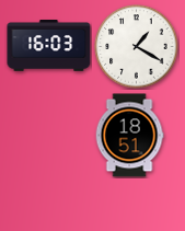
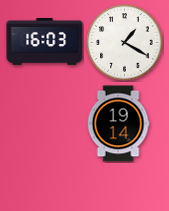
clock at (129, 136): 18:51 -> 19:14
